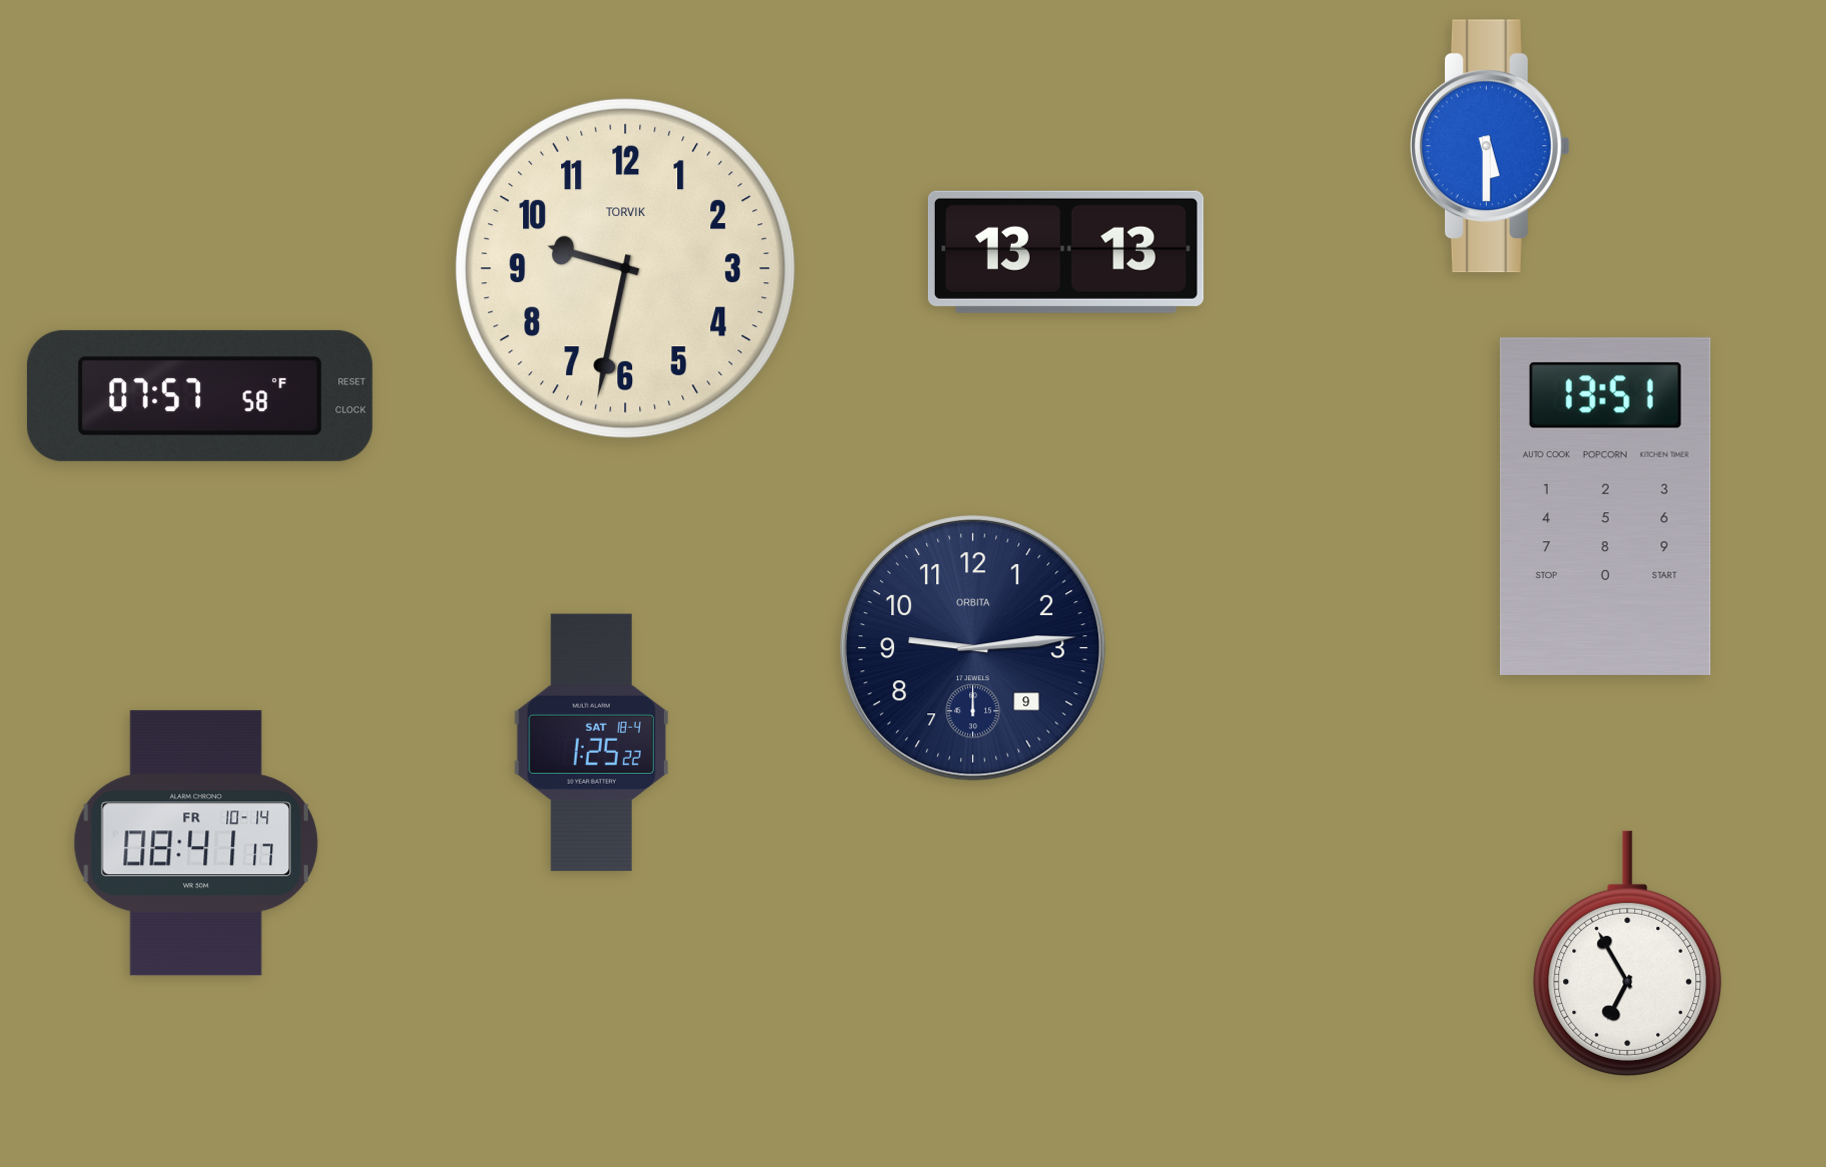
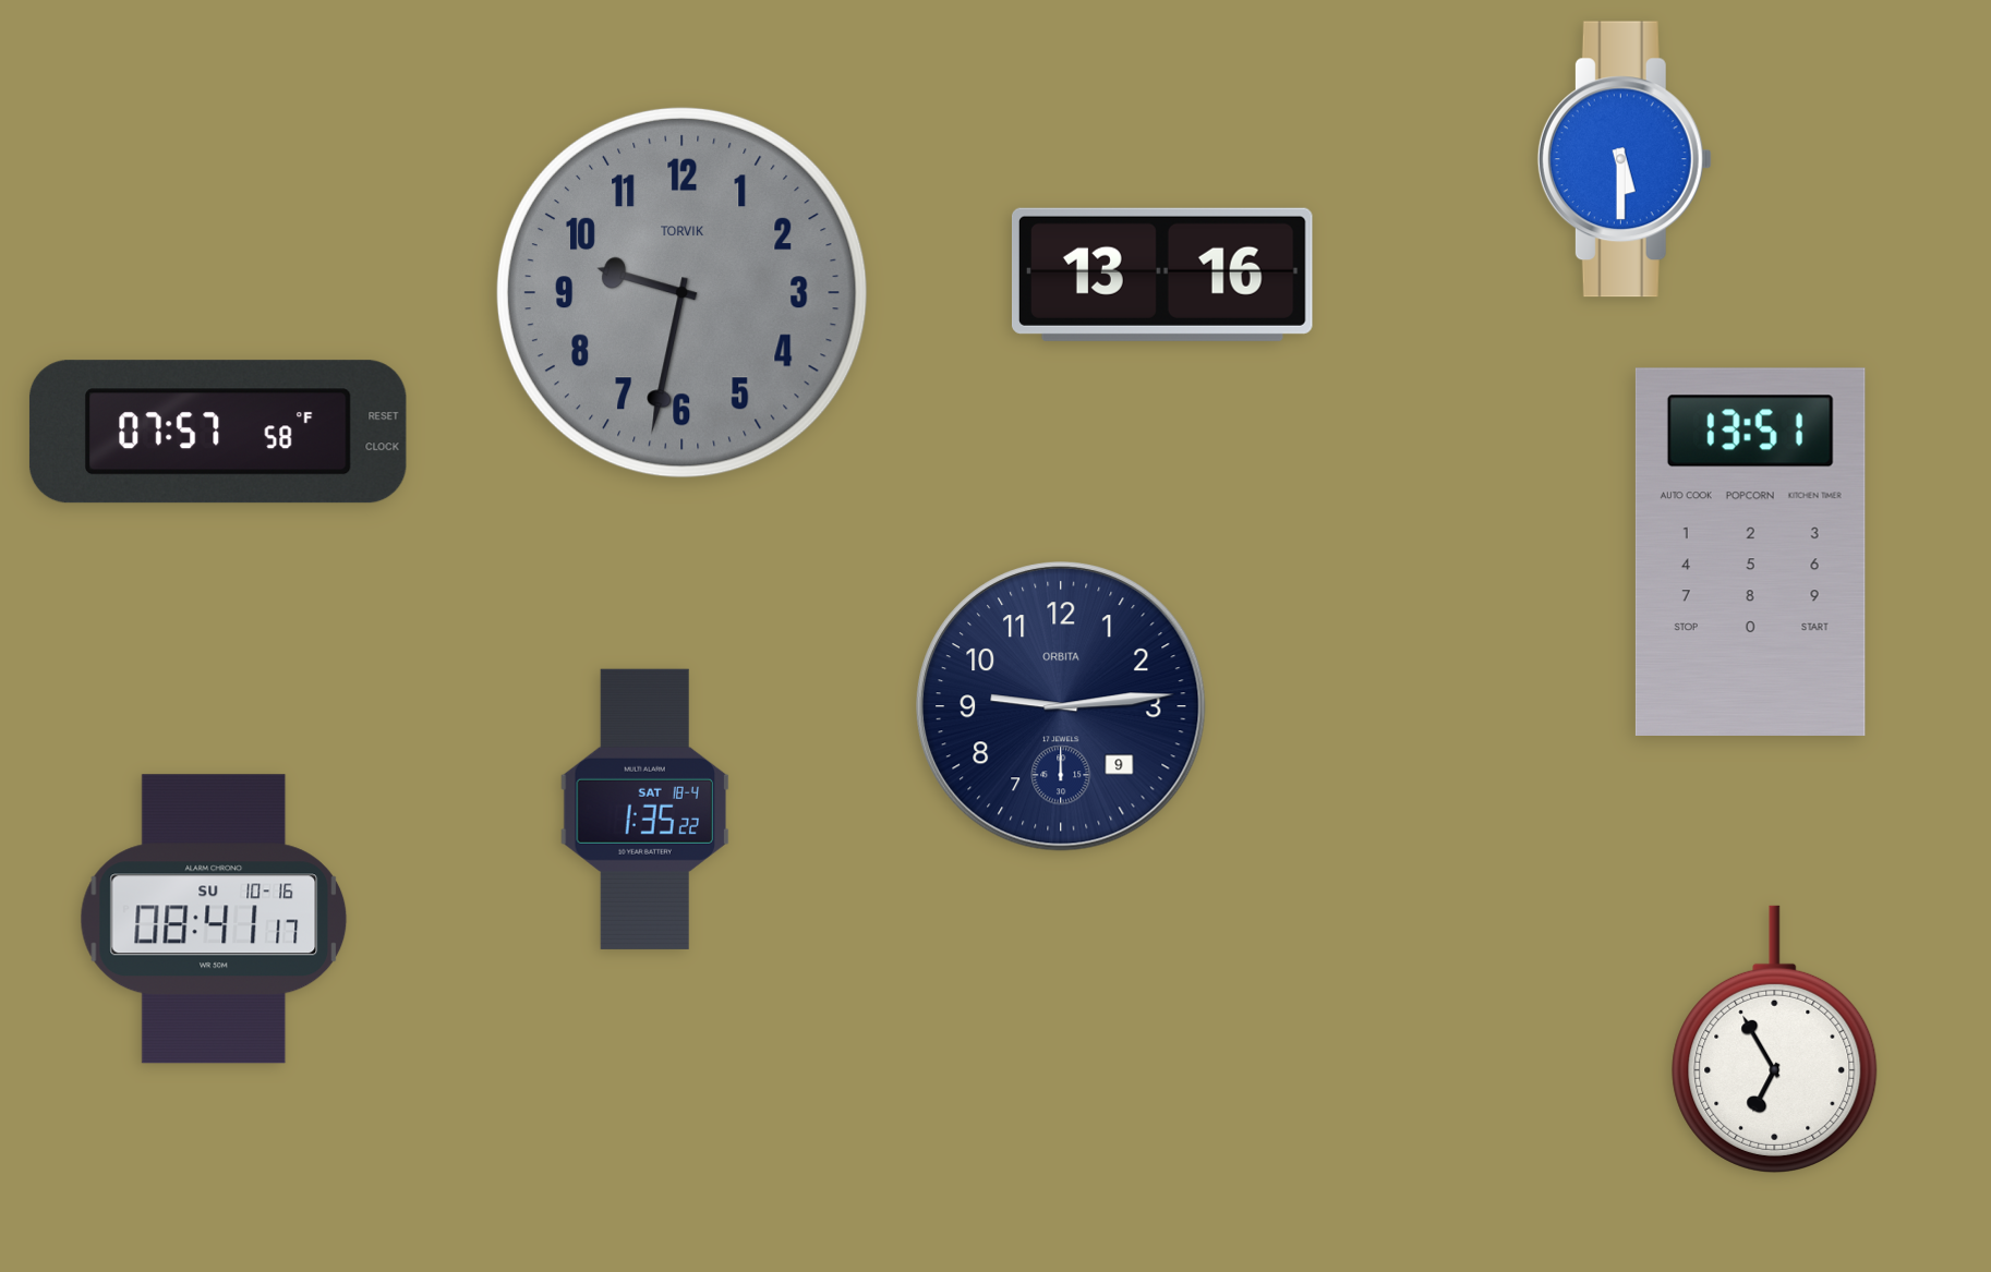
clock at (1066, 252): 13:13 -> 13:16
clock at (625, 268) dial: cream -> grey
clock at (592, 742): 1:25 -> 1:35
clock at (196, 843) date: FR 10-14 -> SU 10-16
